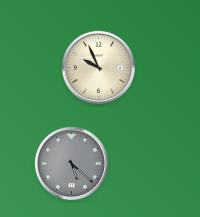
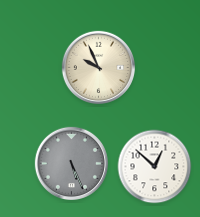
clock at (71, 163): 5:22 -> 5:26
clock at (155, 167): none -> 12:52
